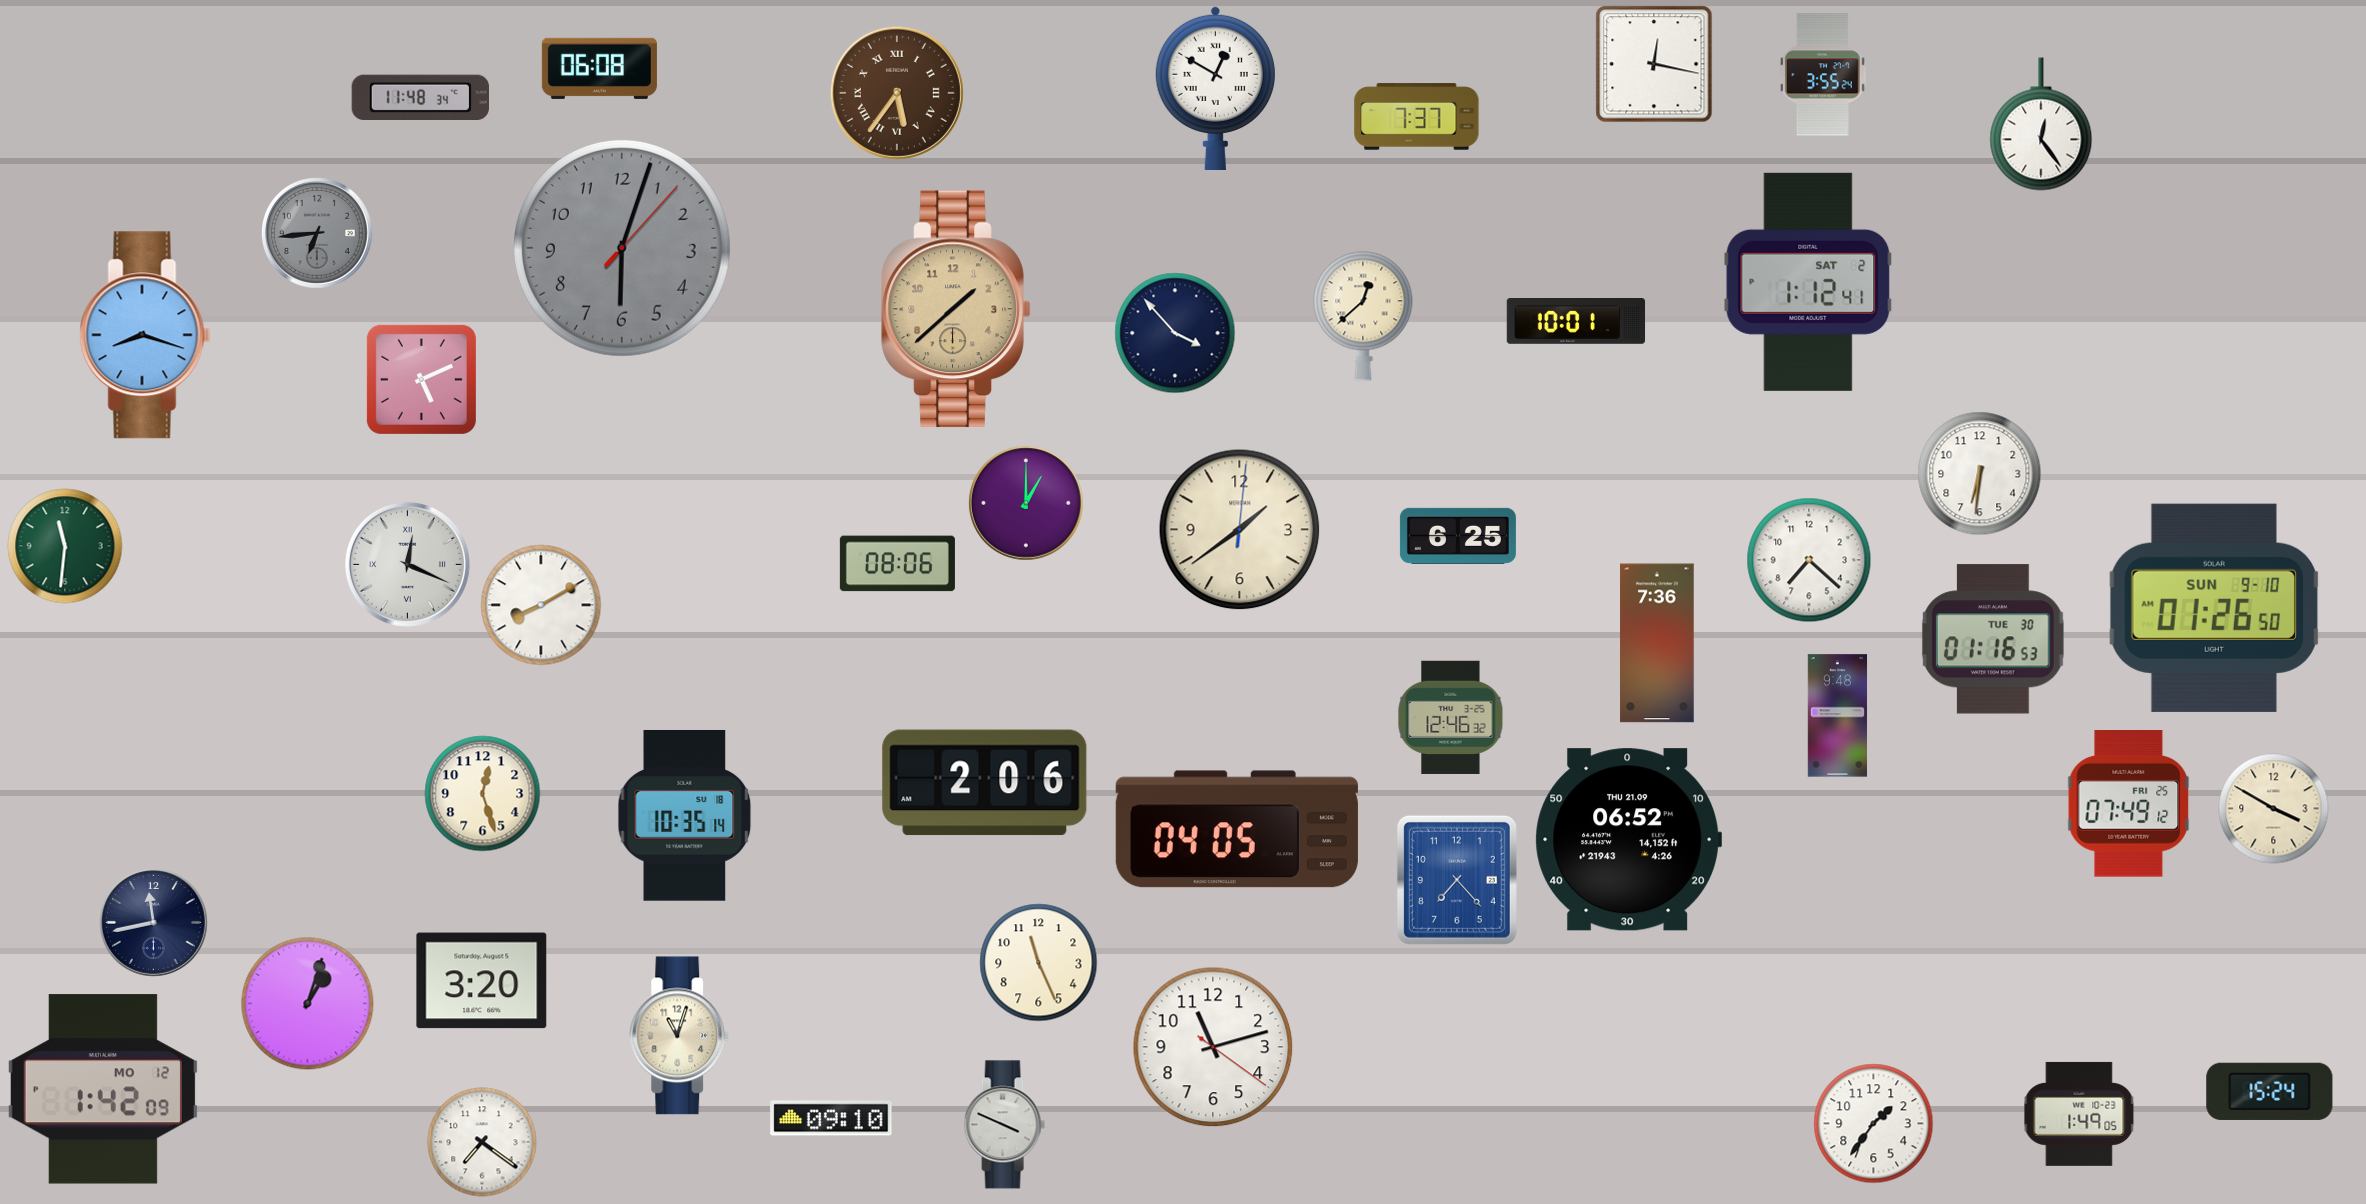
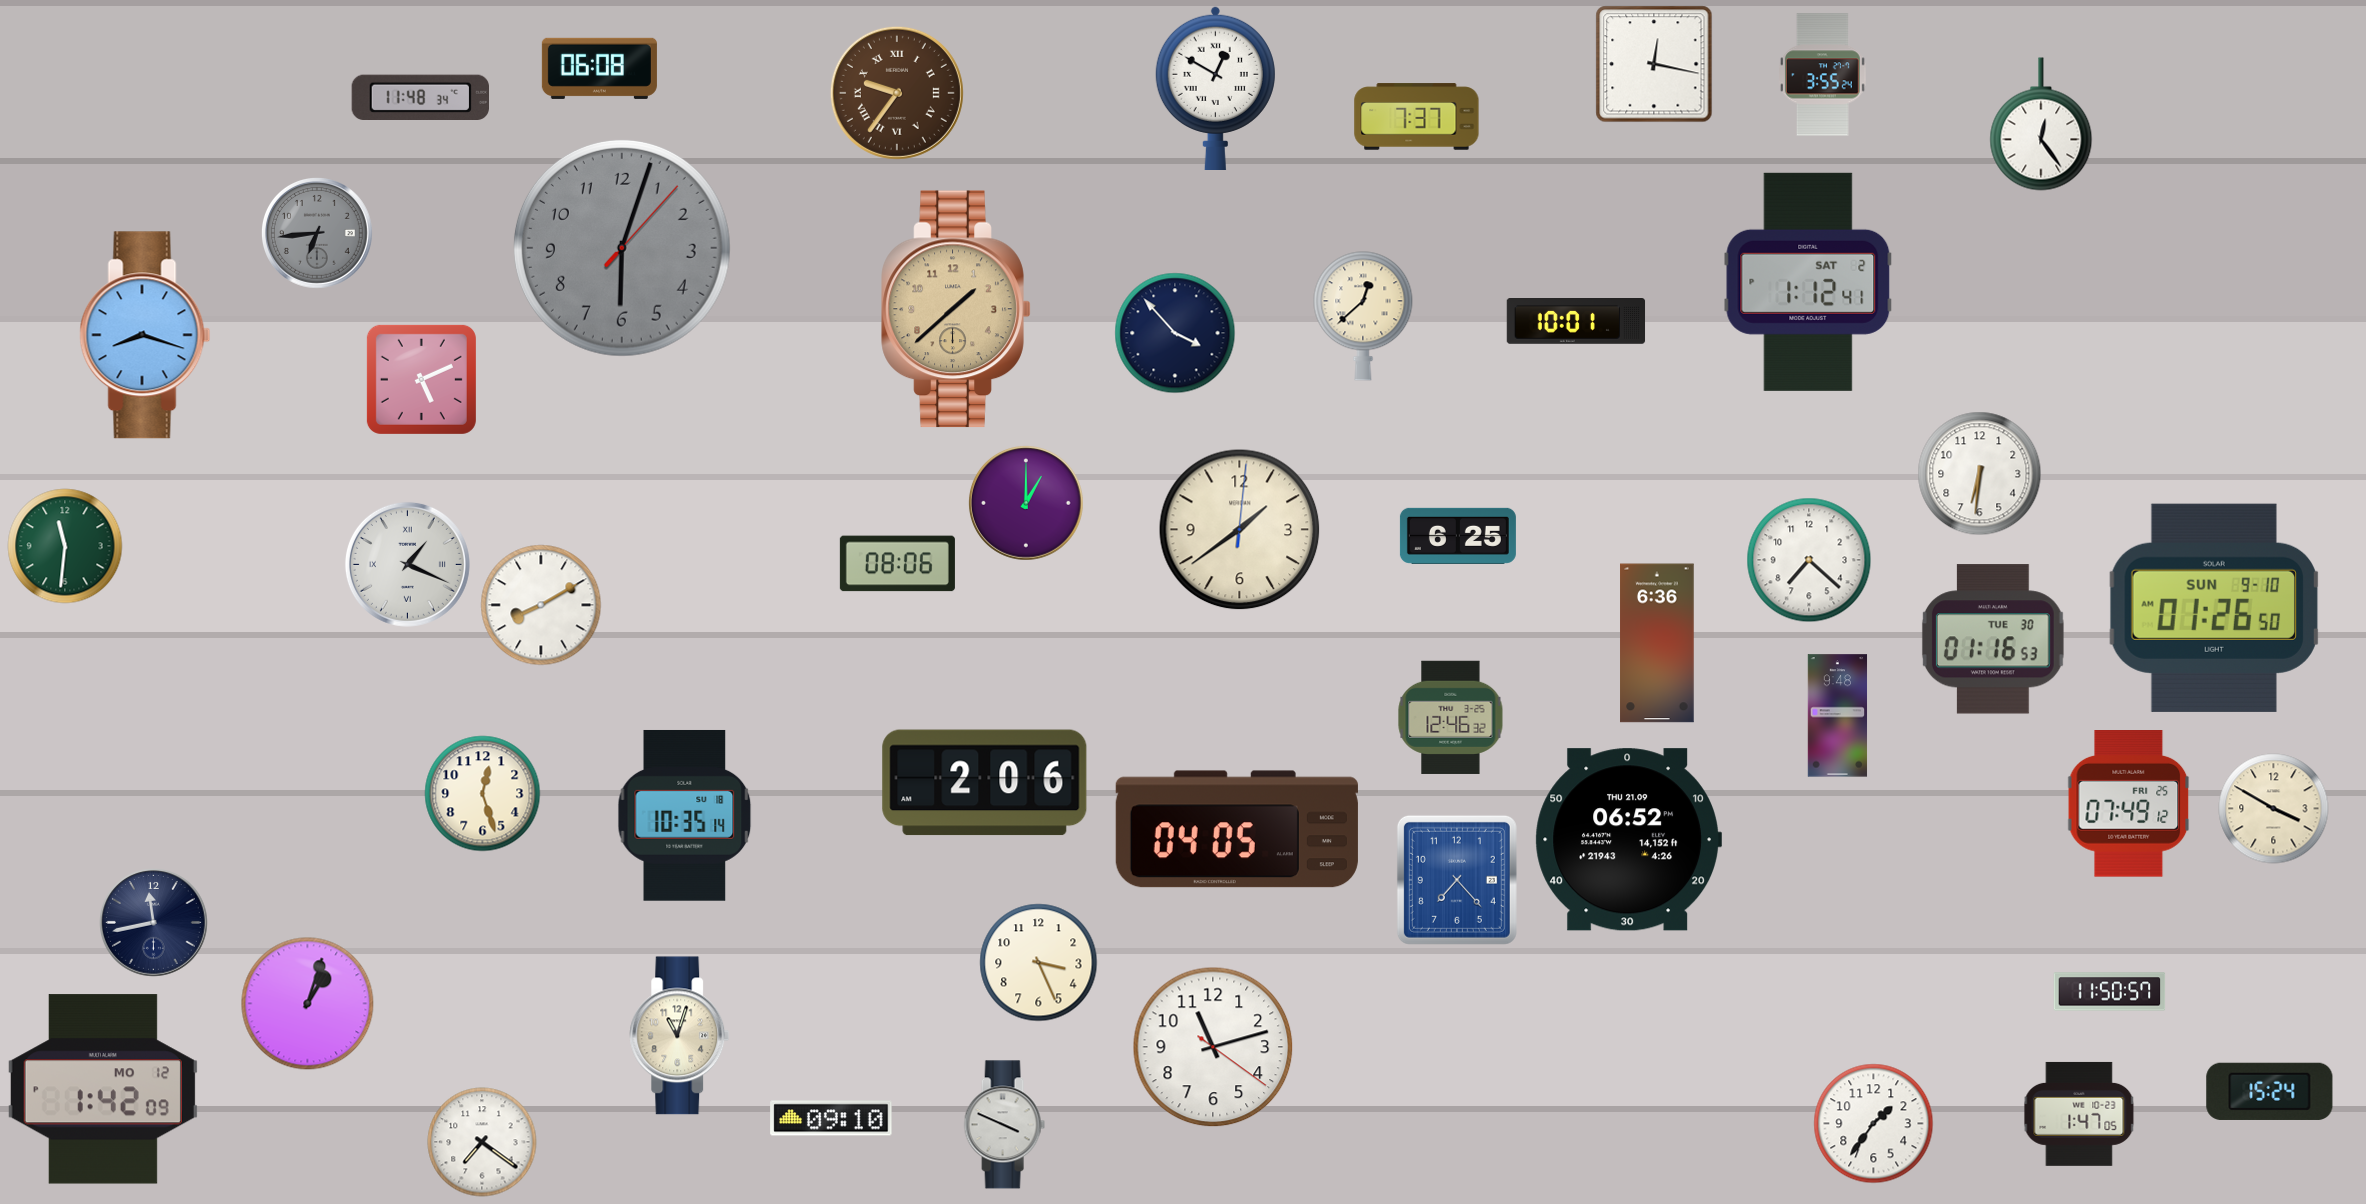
clock at (897, 93): 5:36 -> 9:36
clock at (407, 564): 12:19 -> 1:19
clock at (1657, 643): 7:36 -> 6:36
clock at (1039, 963): 11:26 -> 3:26
clock at (482, 981): 3:20 -> none
clock at (2110, 992): none -> 11:50
clock at (2079, 1114): 1:49 -> 1:47
